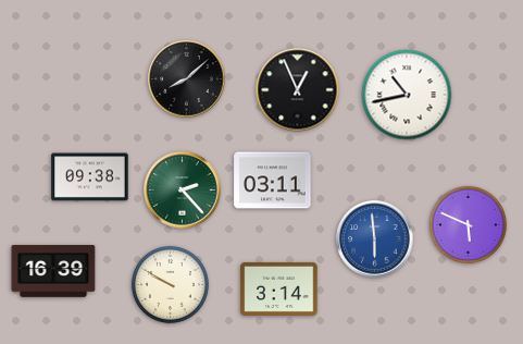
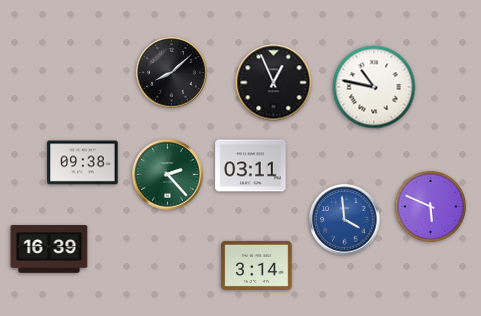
clock at (407, 95): 10:43 -> 10:47
clock at (375, 239): 5:59 -> 3:59
clock at (170, 284): 9:50 -> none
